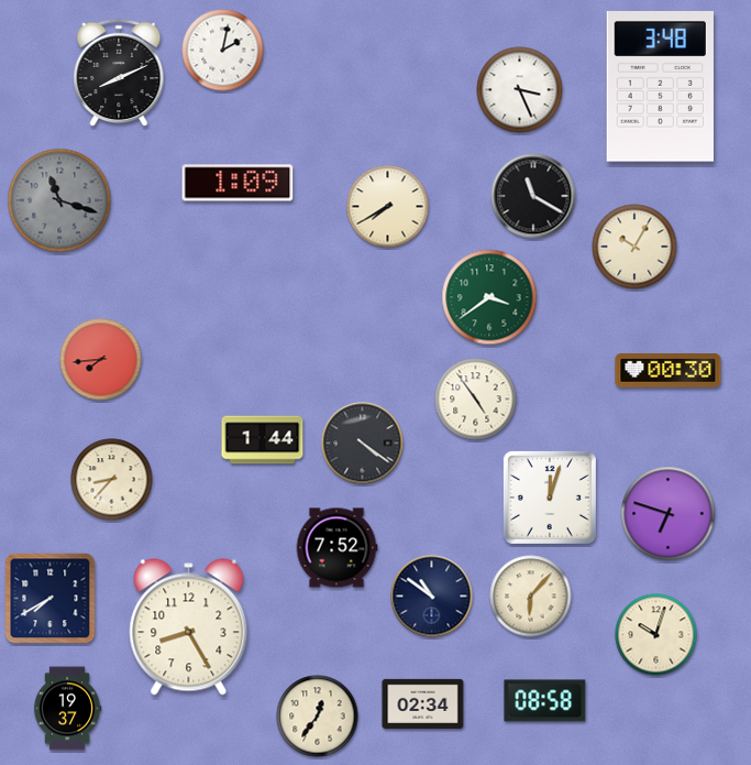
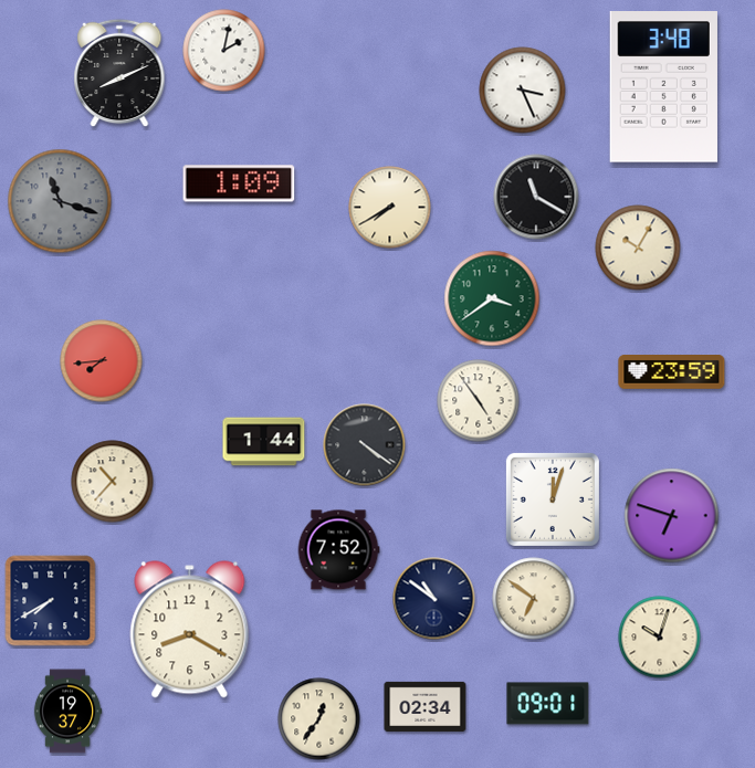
clock at (669, 371): 00:30 -> 23:59
clock at (112, 480): 8:37 -> 10:37
clock at (531, 597): 6:07 -> 6:51
clock at (189, 627): 8:25 -> 8:20
clock at (545, 701): 08:58 -> 09:01
